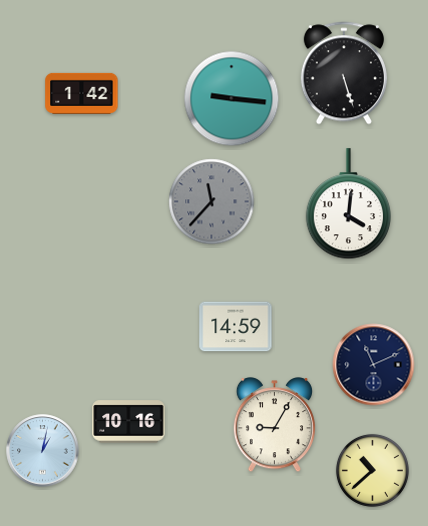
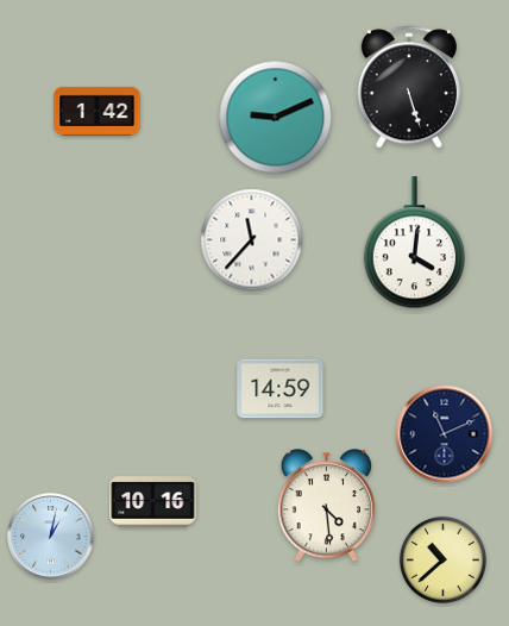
clock at (232, 99): 9:16 -> 9:11
clock at (212, 202) dial: grey -> white
clock at (274, 425): 9:05 -> 4:29
